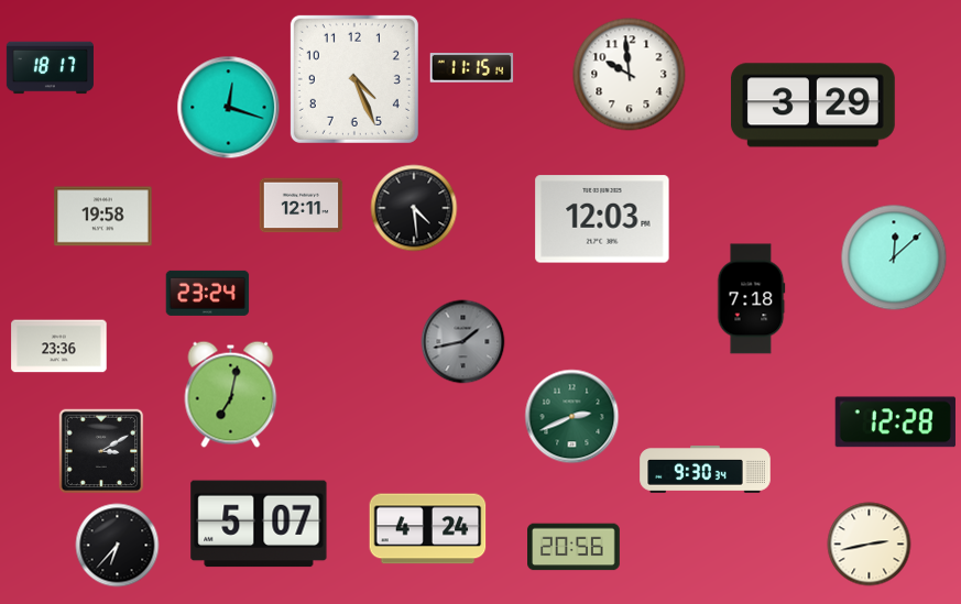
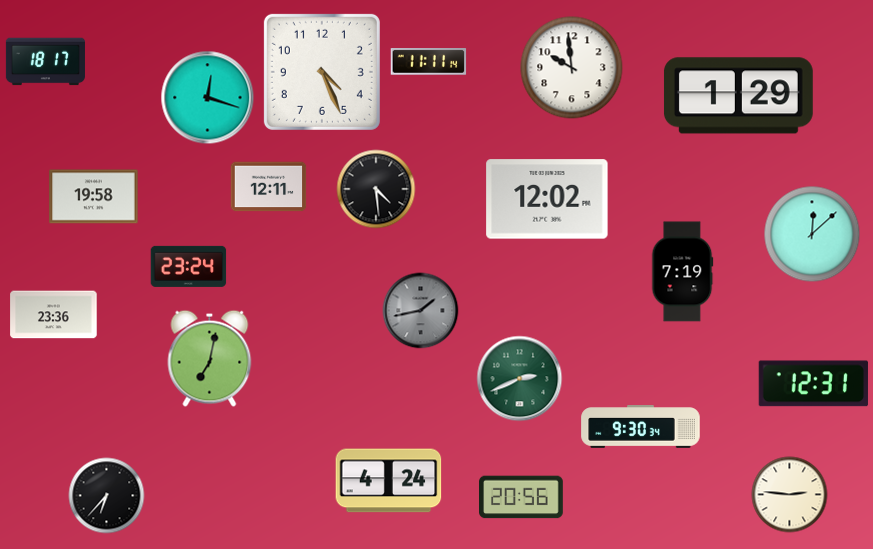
clock at (472, 68): 11:15 -> 11:11
clock at (812, 106): 3:29 -> 1:29
clock at (302, 206) position: (302, 206) -> (269, 187)
clock at (602, 219): 12:03 -> 12:02
clock at (751, 299): 7:18 -> 7:19
clock at (895, 422): 12:28 -> 12:31
clock at (101, 451): 3:10 -> none
clock at (259, 524): 5:07 -> none
clock at (870, 545): 2:43 -> 2:46
